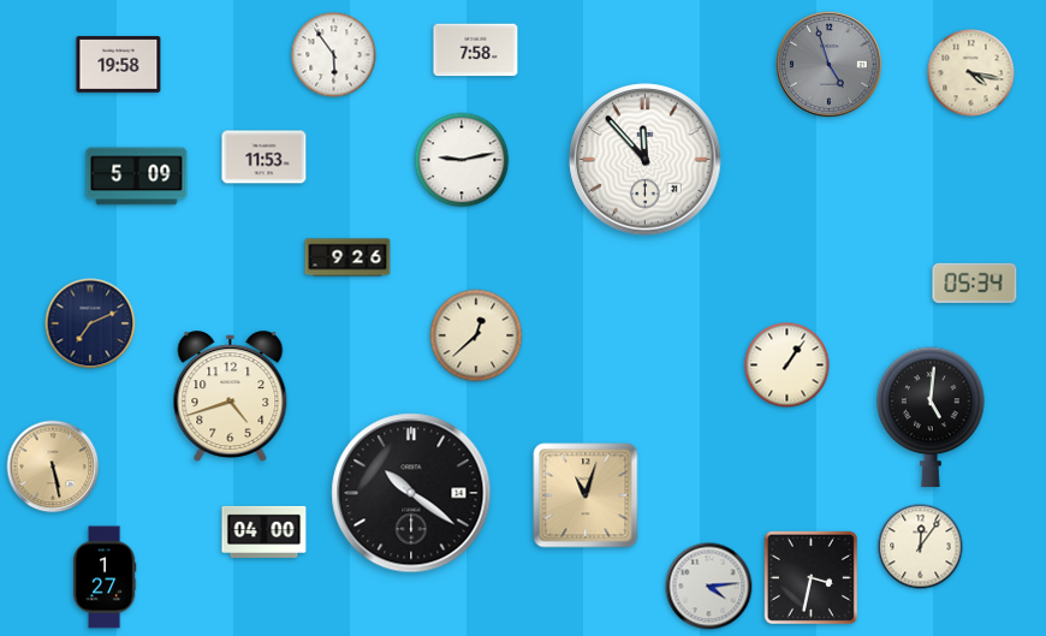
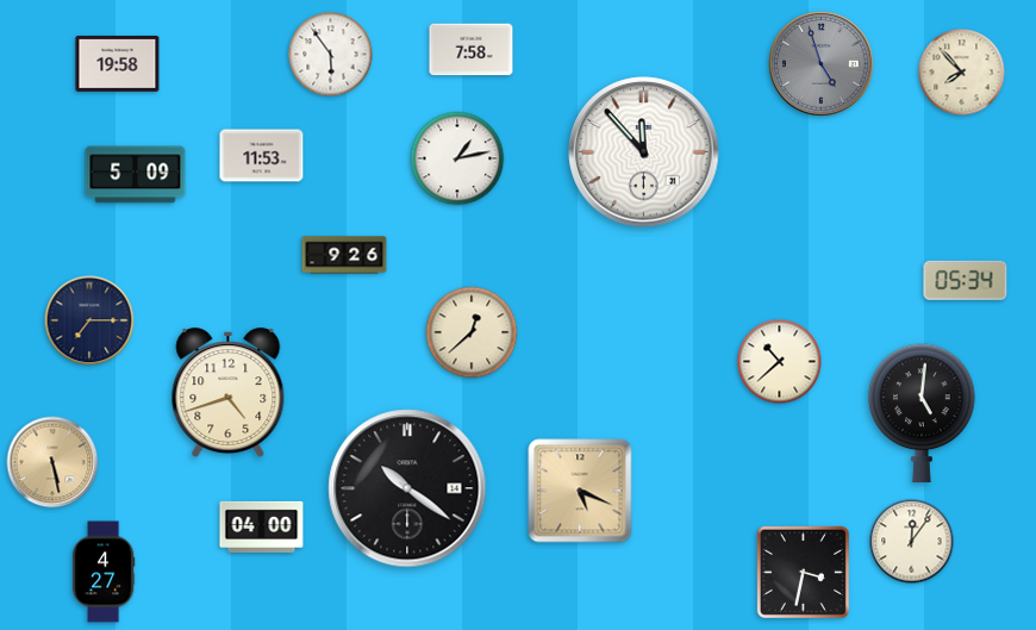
clock at (971, 73): 4:17 -> 7:53
clock at (462, 160): 9:13 -> 1:13
clock at (646, 160) position: (646, 160) -> (644, 152)
clock at (90, 323): 7:11 -> 7:15
clock at (788, 365): 1:06 -> 10:38
clock at (586, 495): 11:03 -> 5:19
clock at (105, 577): 1:27 -> 4:27
clock at (709, 587): 4:14 -> none
